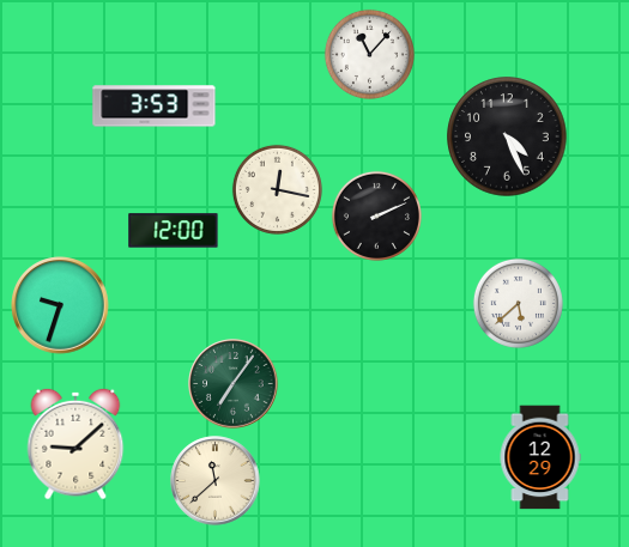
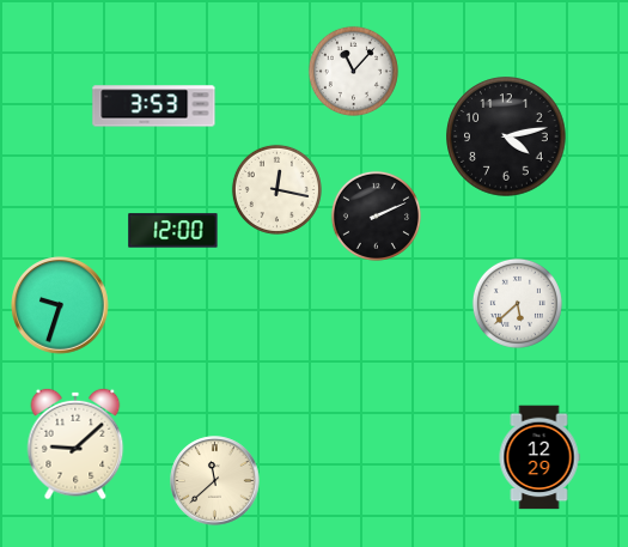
clock at (369, 54) position: (369, 54) -> (353, 71)
clock at (507, 136): 4:26 -> 4:13
clock at (234, 384): 7:06 -> none
